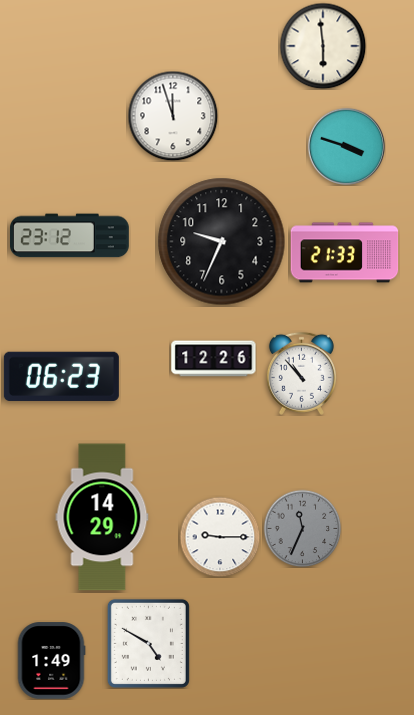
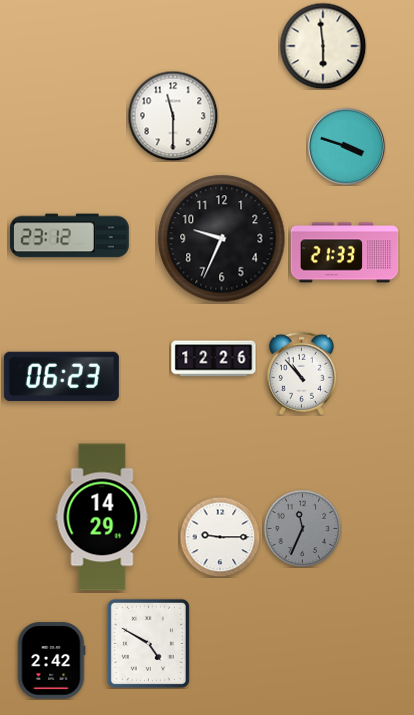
clock at (173, 116): 11:57 -> 11:30
clock at (222, 242) position: (222, 242) -> (222, 239)
clock at (51, 661): 1:49 -> 2:42
